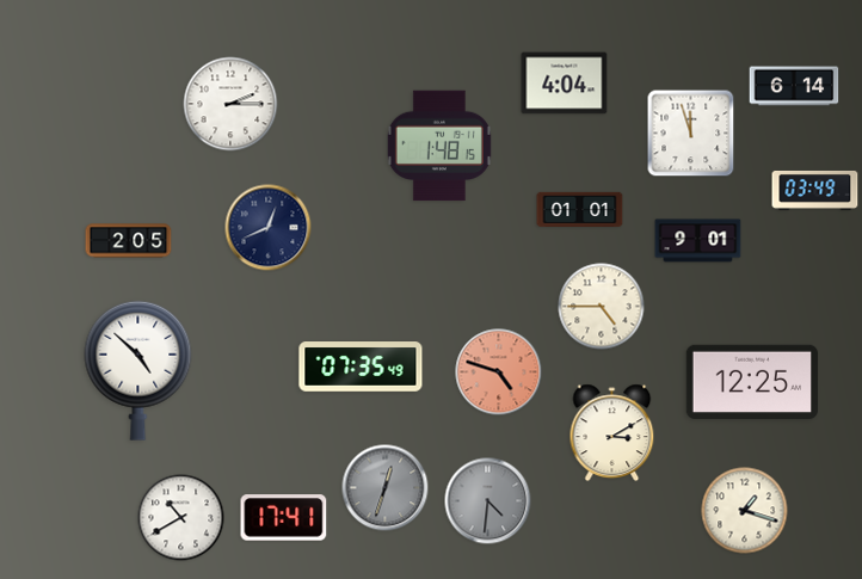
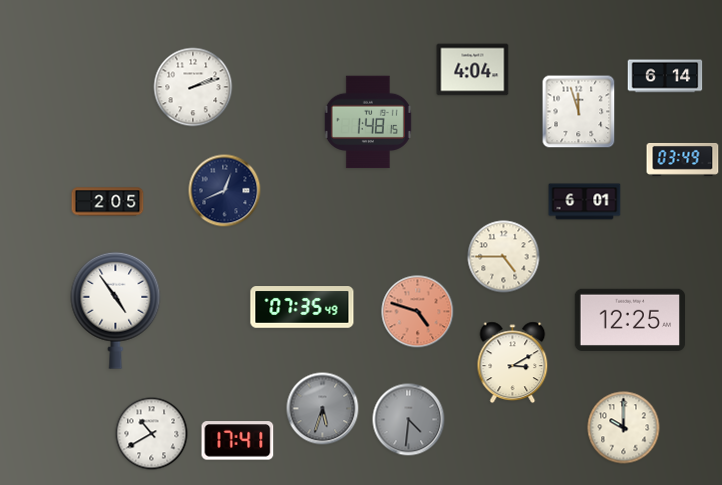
clock at (794, 86) position: (794, 86) -> (665, 76)
clock at (230, 104): 2:15 -> 2:12
clock at (580, 210): 01:01 -> none
clock at (698, 241): 9:01 -> 6:01
clock at (138, 370): 4:52 -> 4:54
clock at (386, 488): 12:33 -> 5:33
clock at (745, 511): 1:18 -> 10:00
clock at (284, 518) position: (284, 518) -> (238, 441)
